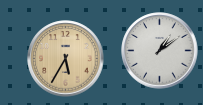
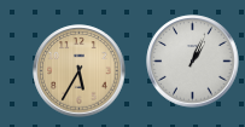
clock at (160, 51): 1:09 -> 1:04
